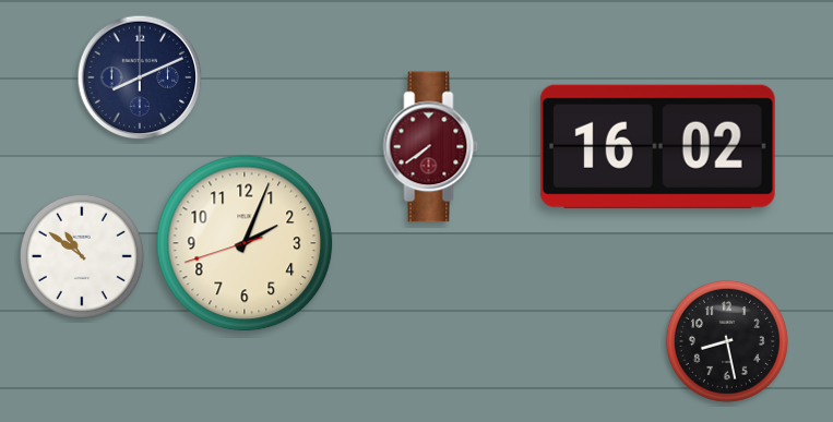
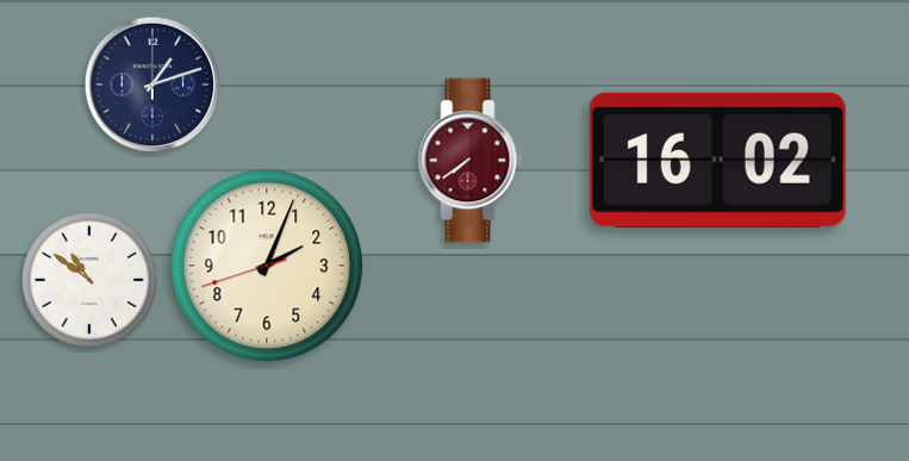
clock at (140, 77): 8:11 -> 1:12
clock at (727, 341): 8:28 -> none
